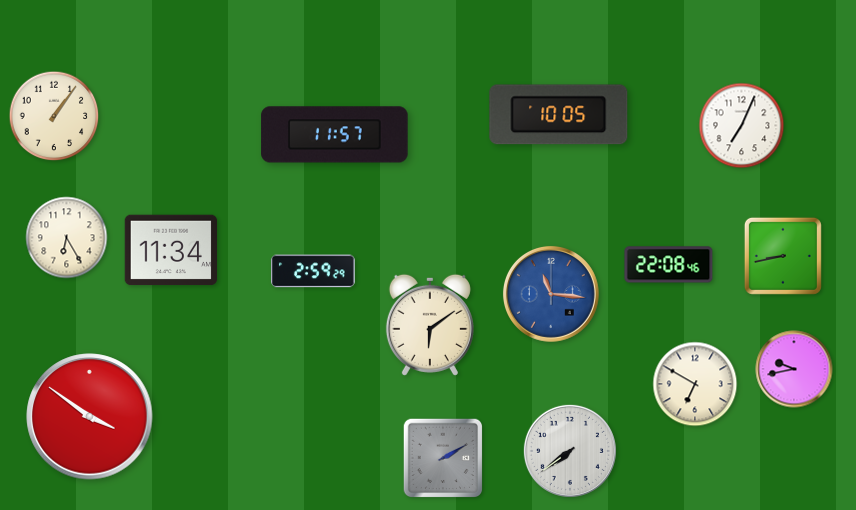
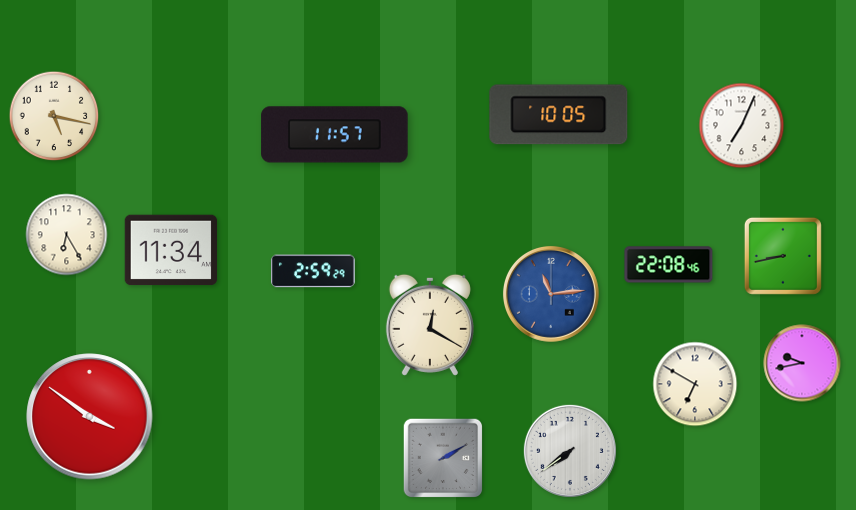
clock at (54, 116): 1:06 -> 5:17
clock at (67, 238) position: (67, 238) -> (67, 235)
clock at (551, 294): 11:16 -> 11:14
clock at (430, 325): 6:09 -> 12:20
clock at (794, 369) position: (794, 369) -> (802, 363)
